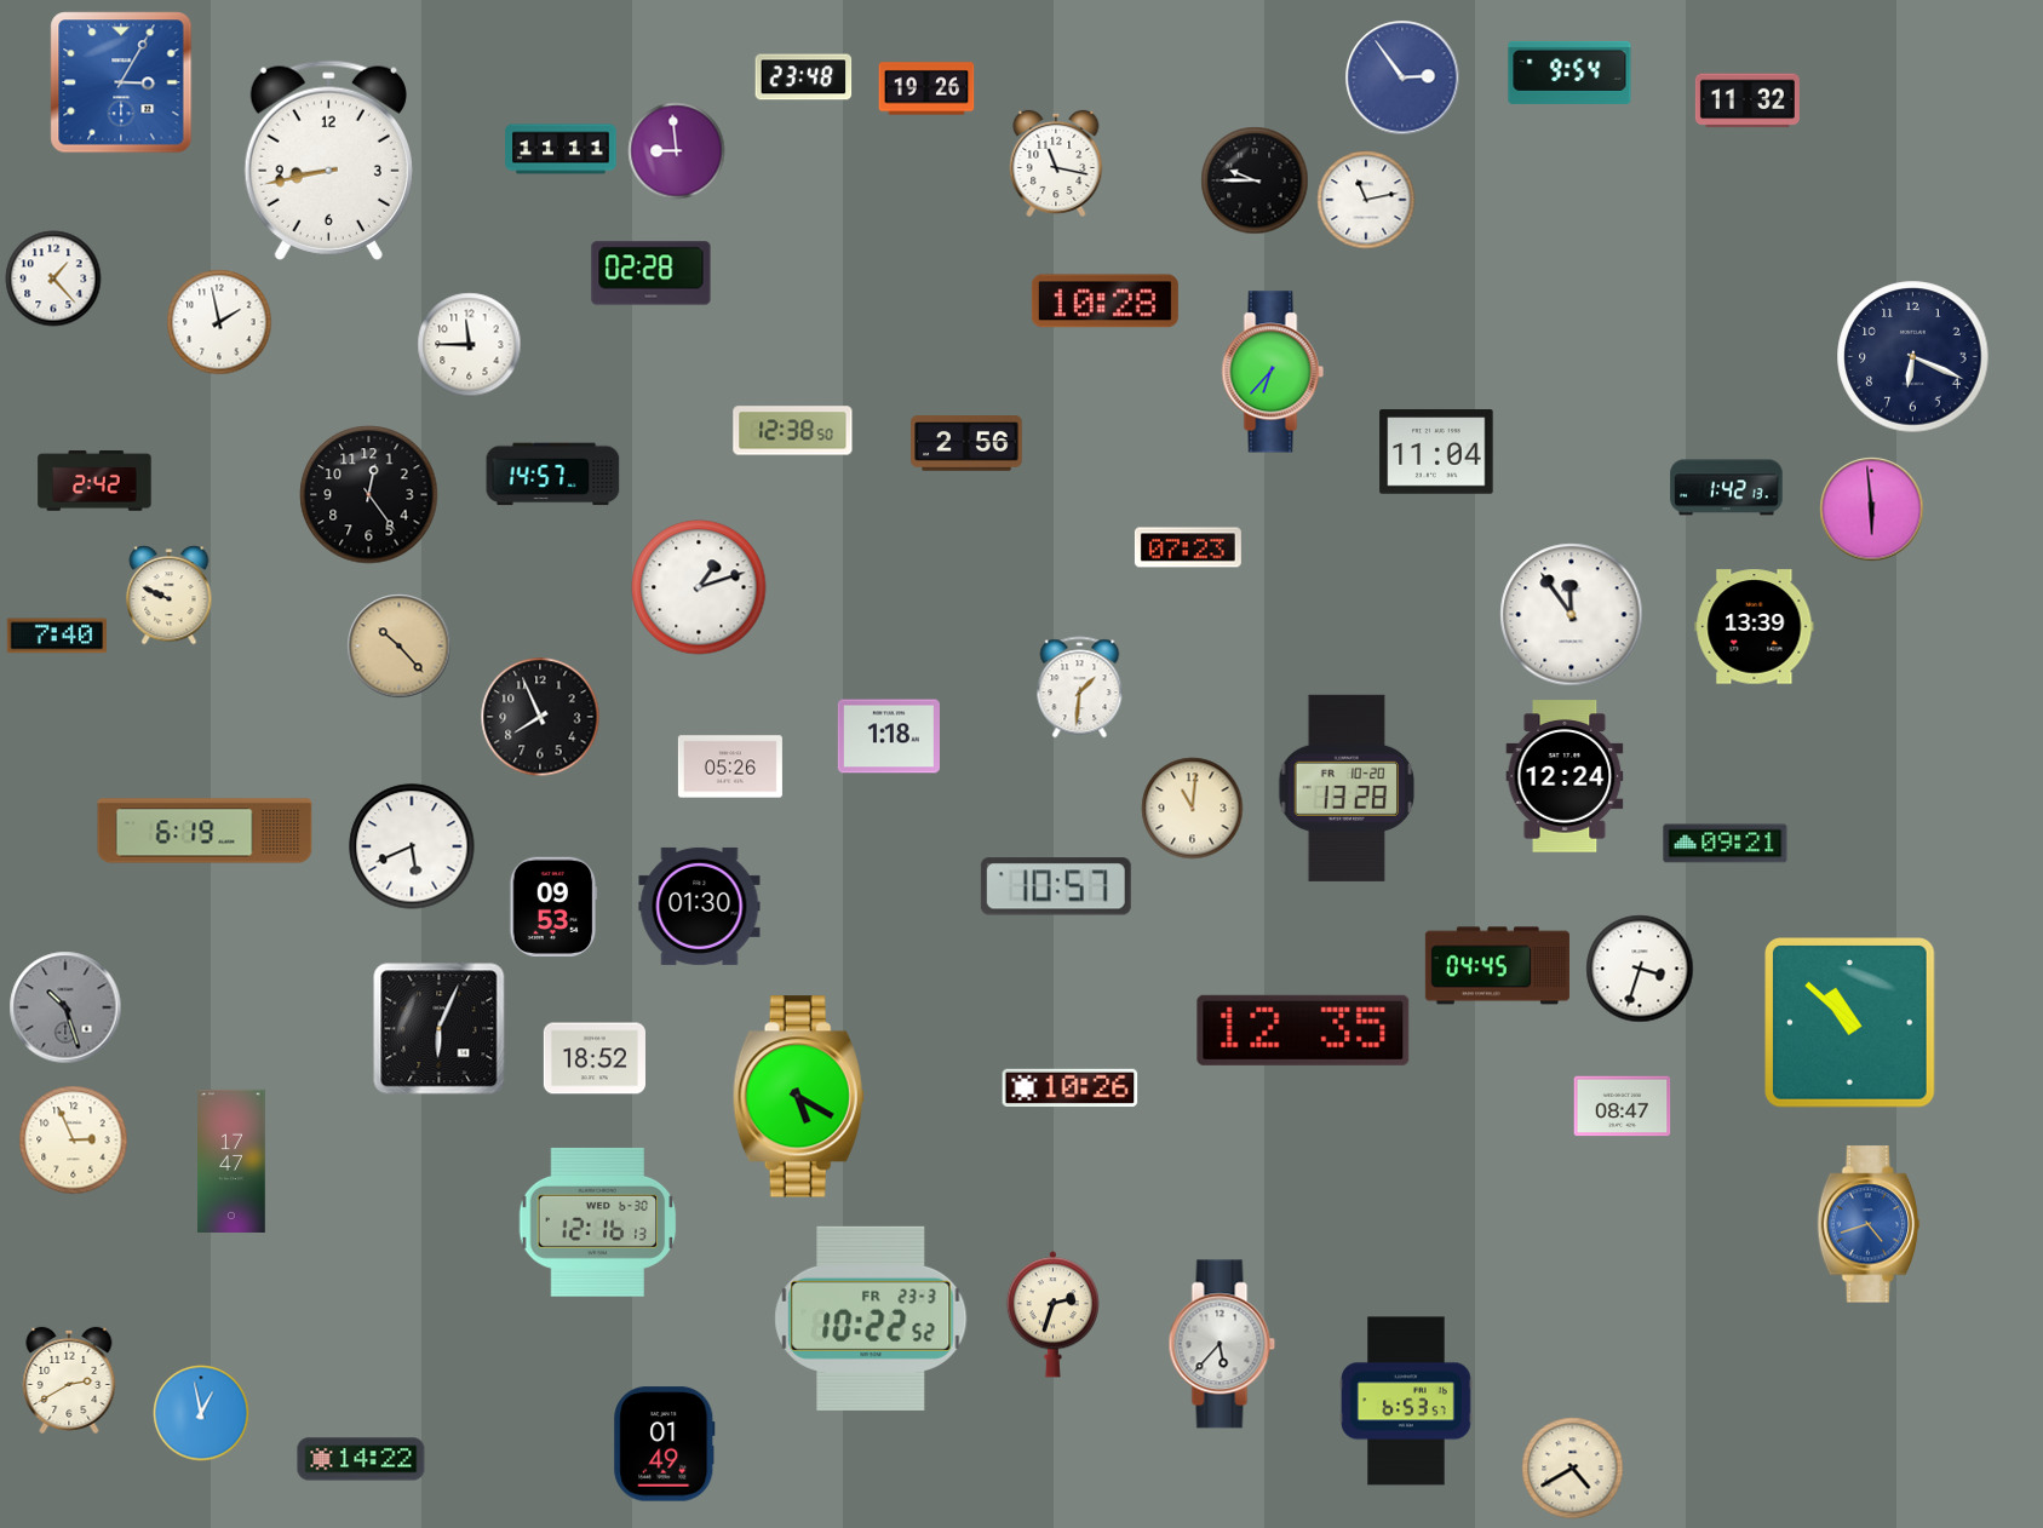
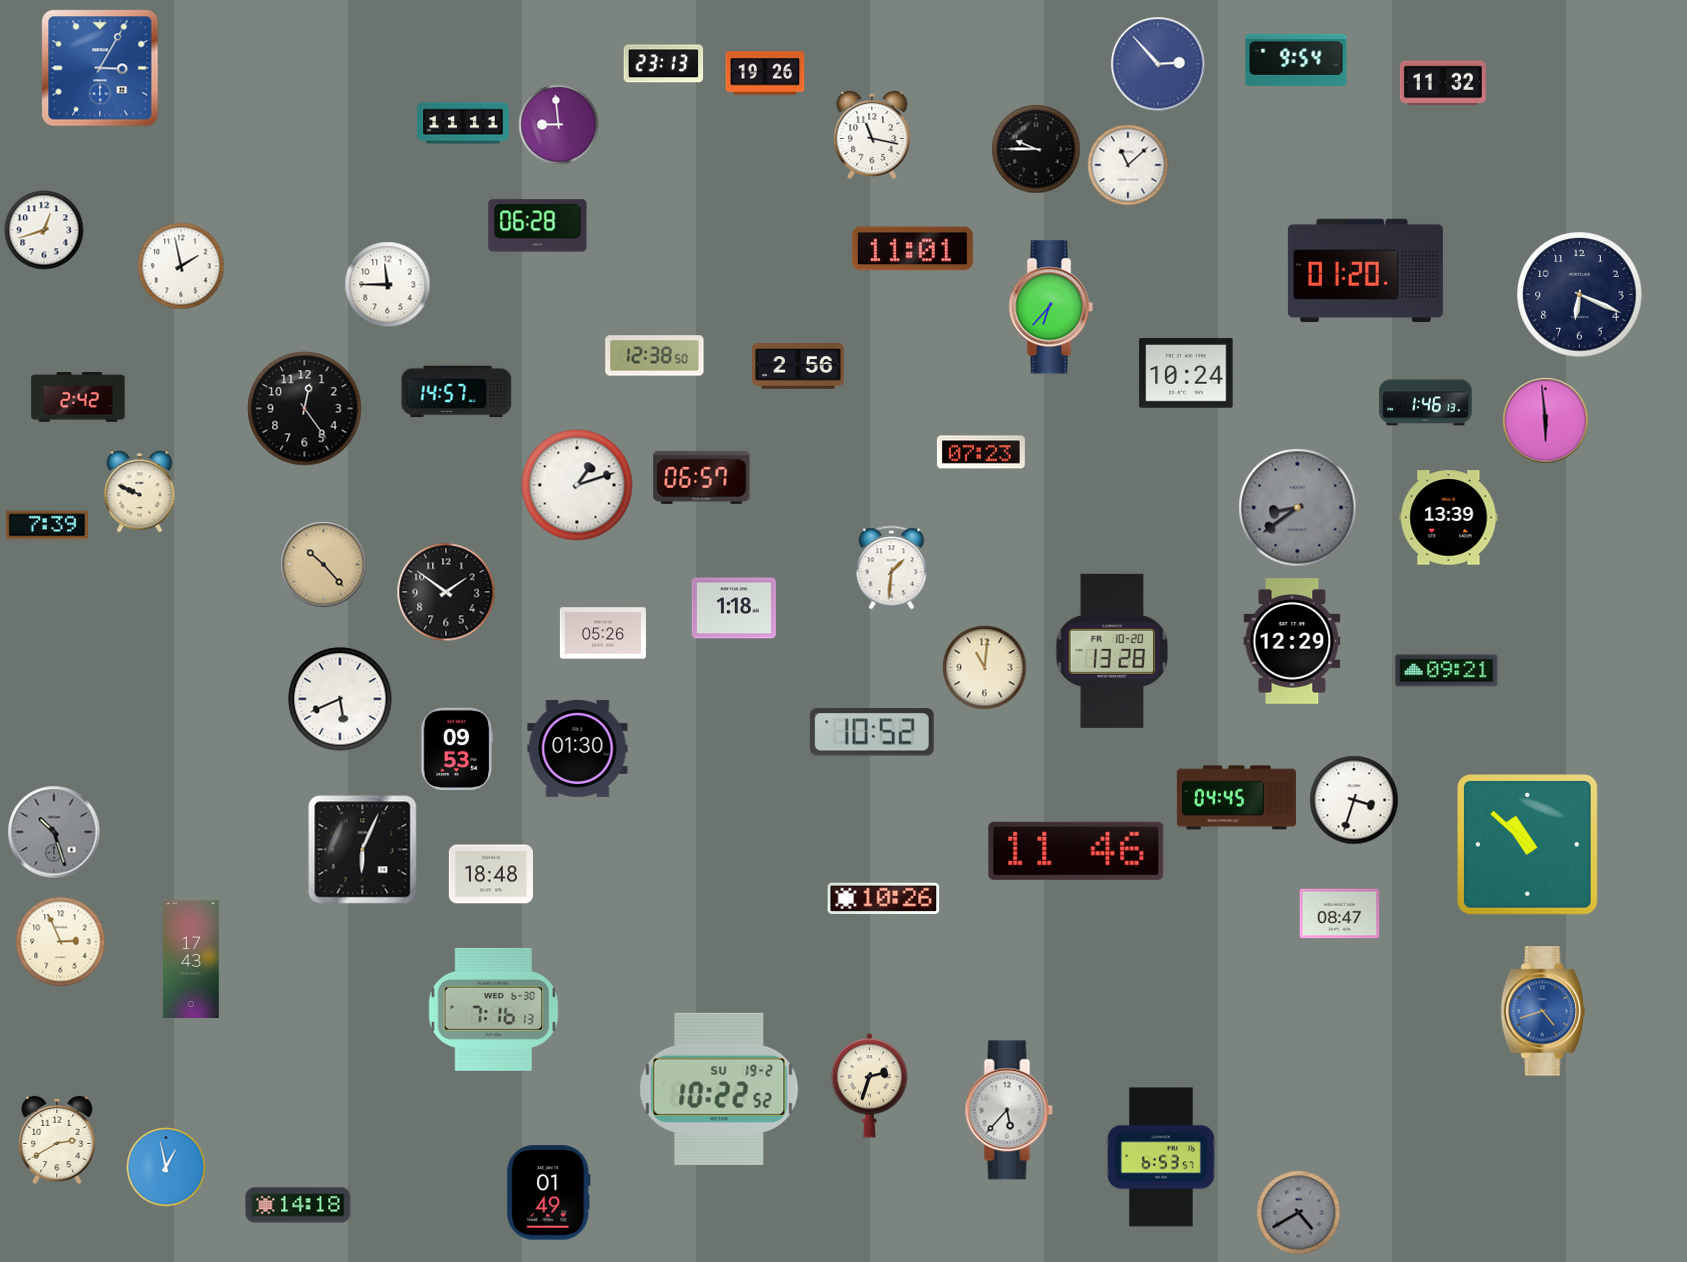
clock at (804, 77): 23:48 -> 23:13
clock at (1402, 77): 2:54 -> 2:53
clock at (328, 160): 8:43 -> none
clock at (1366, 200): 11:13 -> 11:08
clock at (652, 274): 02:28 -> 06:28
clock at (53, 278): 1:23 -> 12:42
clock at (1104, 301): 10:28 -> 11:01
clock at (1365, 271): none -> 01:20
clock at (1436, 452): 11:04 -> 10:24
clock at (1727, 488): 1:42 -> 1:46
clock at (702, 477): none -> 06:57
clock at (1572, 615): 11:54 -> 8:39
clock at (1572, 615) dial: white -> grey
clock at (56, 636): 7:40 -> 7:39
clock at (400, 647) position: (400, 647) -> (324, 565)
clock at (540, 717): 7:56 -> 1:51
clock at (1565, 776): 12:24 -> 12:29
clock at (205, 831): 6:19 -> none
clock at (1726, 844) position: (1726, 844) -> (1447, 671)
clock at (1056, 886): 10:57 -> 10:52
clock at (1303, 1030): 12:35 -> 11:46
clock at (595, 1058): 18:52 -> 18:48
clock at (798, 1097): 5:20 -> none
clock at (231, 1161): 17:47 -> 17:43
clock at (598, 1222): 12:16 -> 7:16
clock at (871, 1319) date: FR 23-3 -> SU 19-2
clock at (361, 1459): 14:22 -> 14:18
clock at (1573, 1469) dial: cream -> grey
